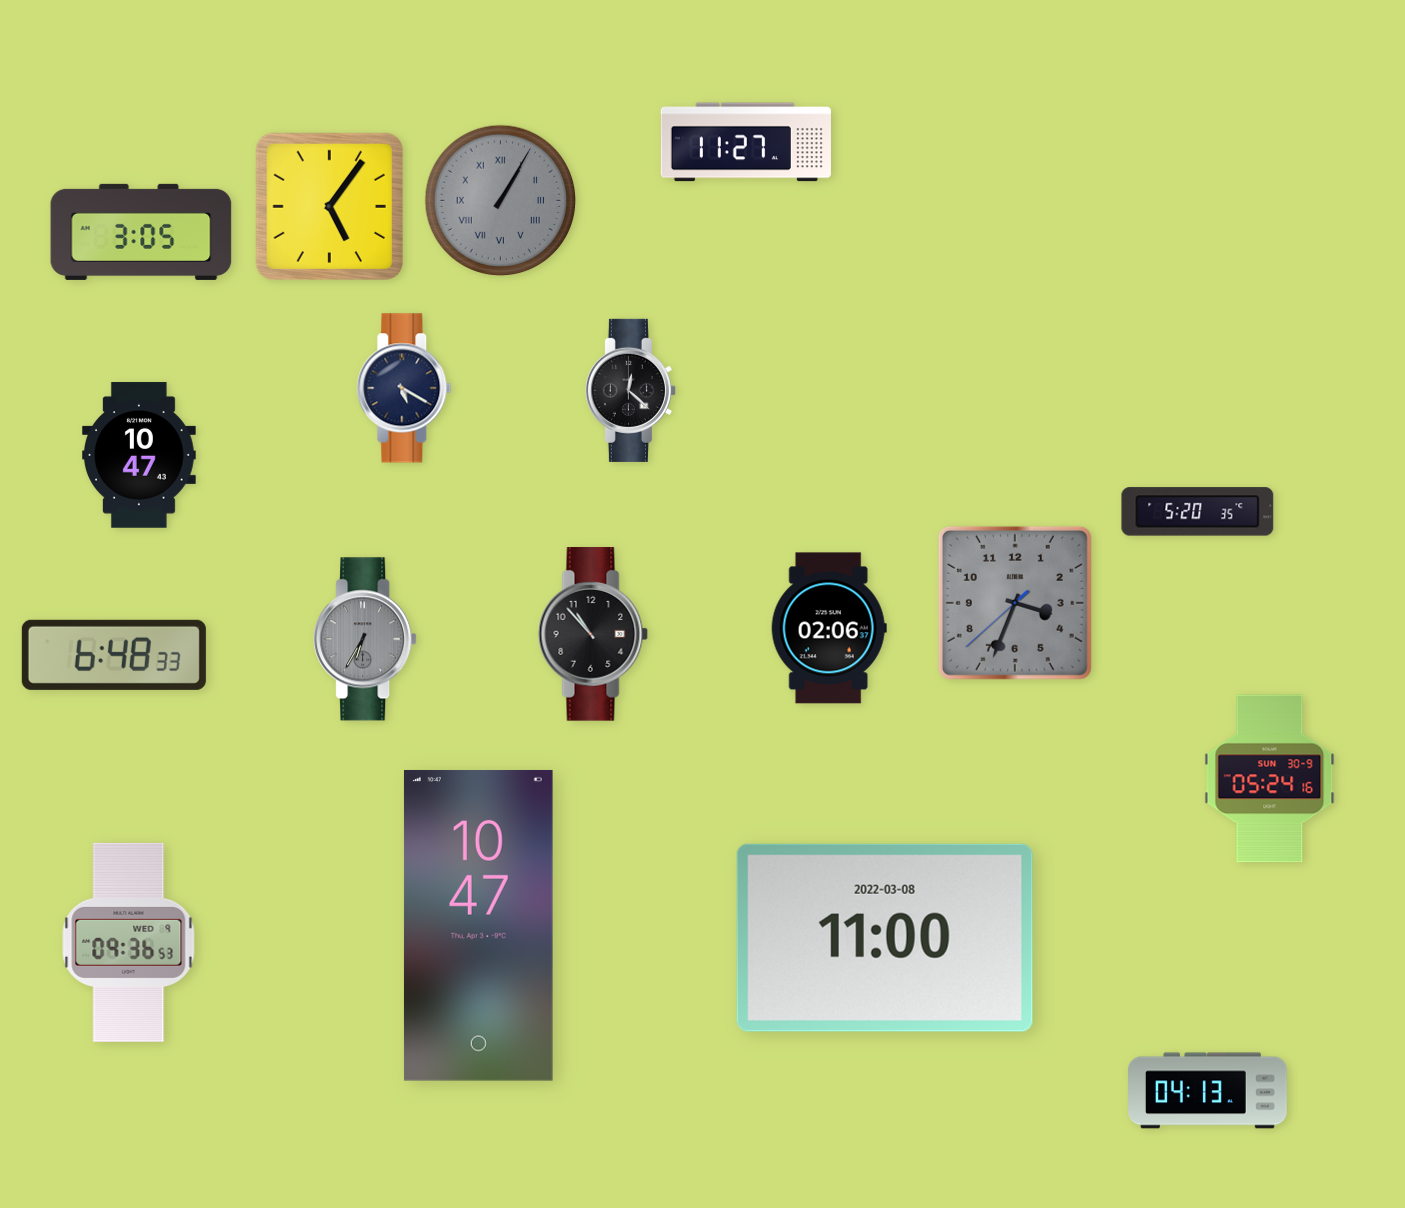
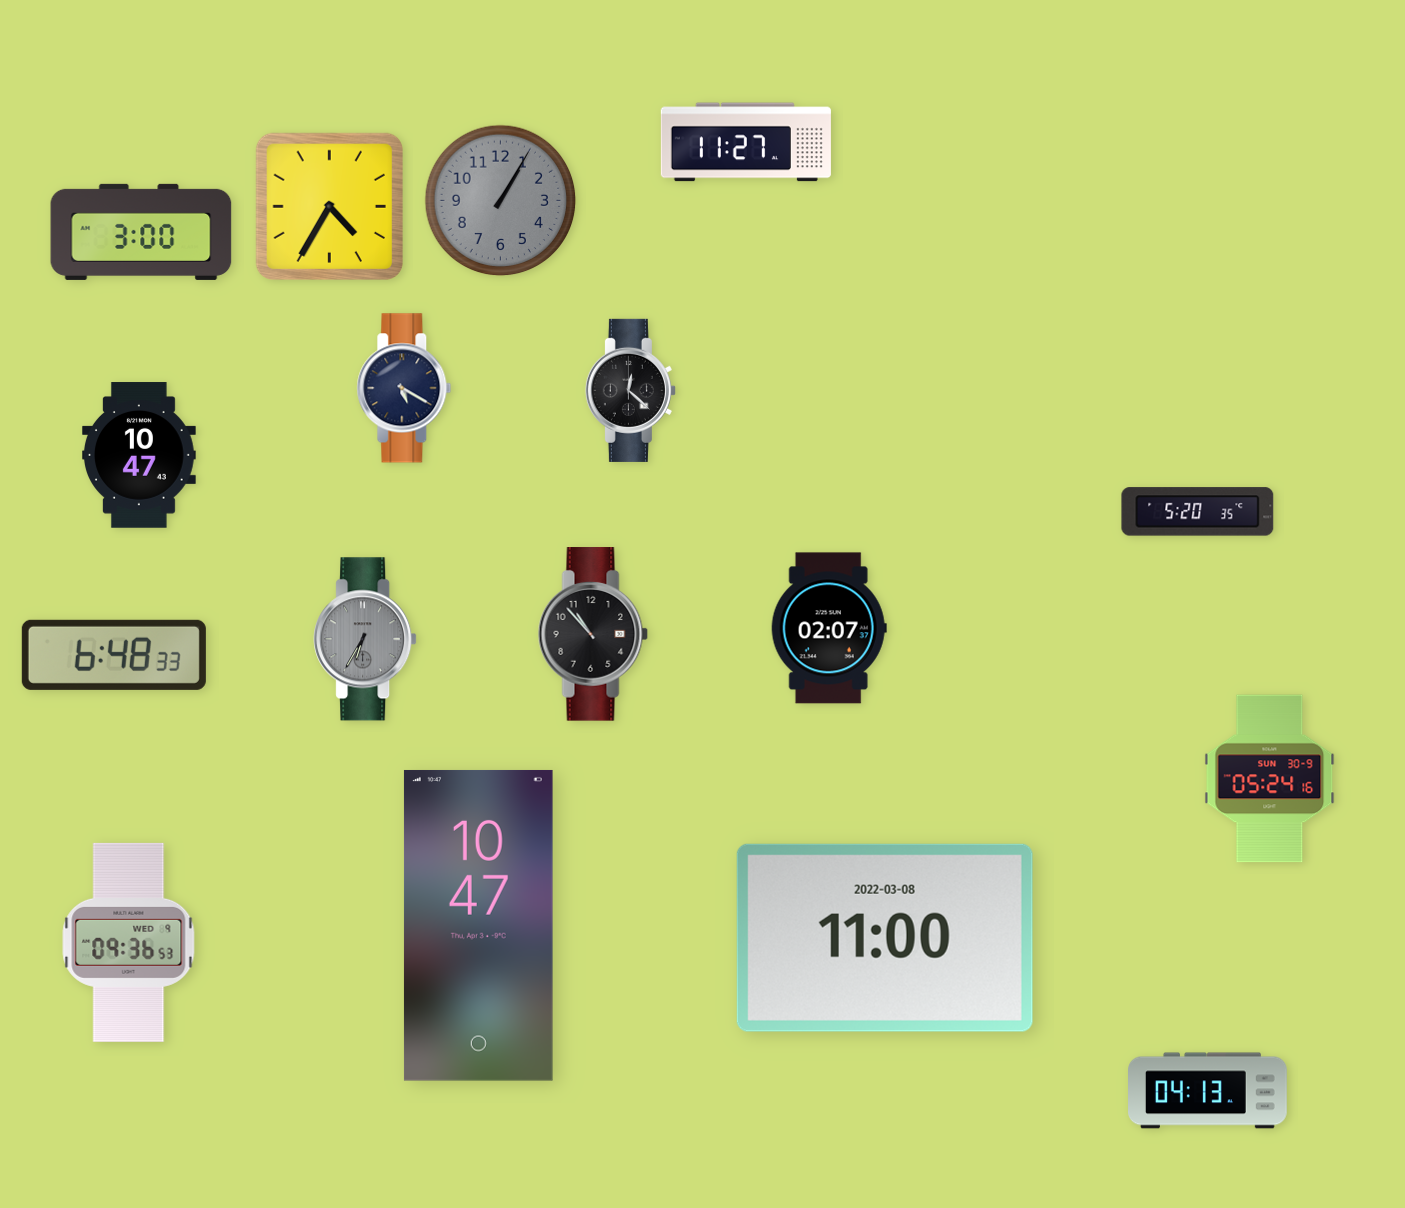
clock at (501, 201) numerals: Roman -> Arabic
clock at (329, 206): 5:06 -> 4:35
clock at (141, 232): 3:05 -> 3:00
clock at (1015, 603): 3:33 -> none
clock at (829, 628): 02:06 -> 02:07
